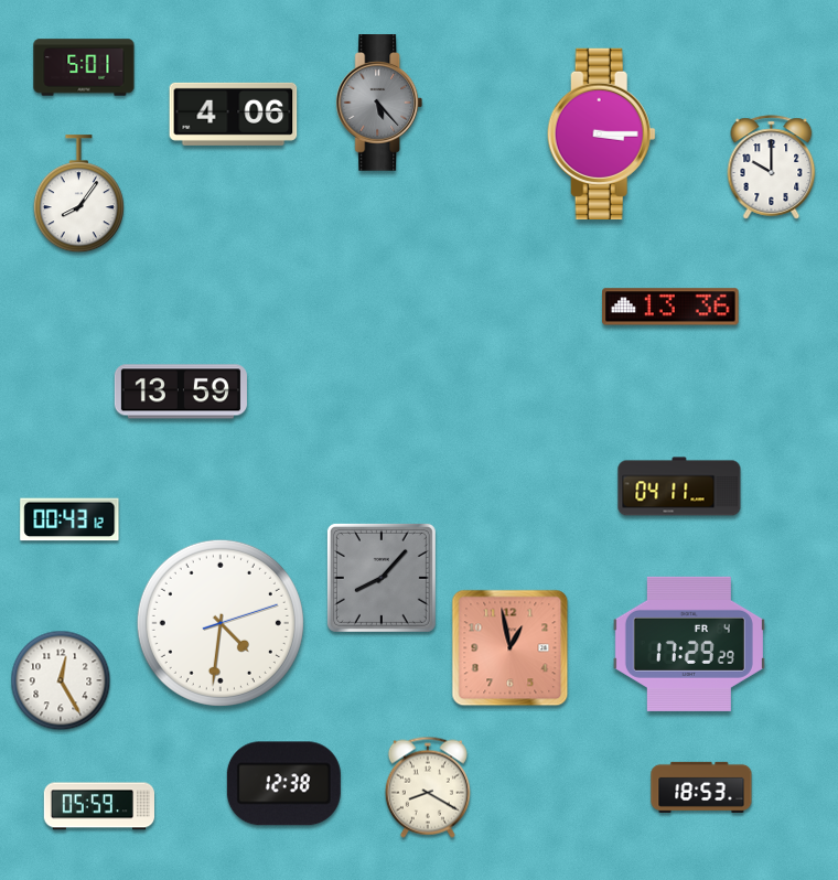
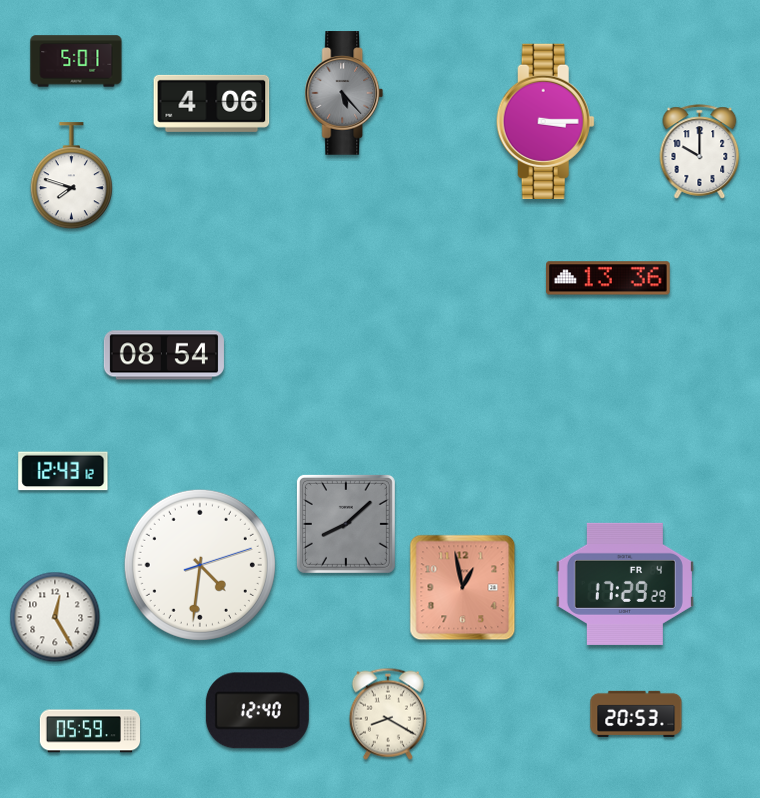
clock at (78, 194): 8:06 -> 7:48
clock at (181, 391): 13:59 -> 08:54
clock at (679, 486): 04:11 -> none
clock at (69, 519): 00:43 -> 12:43
clock at (382, 578): 8:07 -> 8:08
clock at (283, 784): 12:38 -> 12:40
clock at (701, 787): 18:53 -> 20:53
